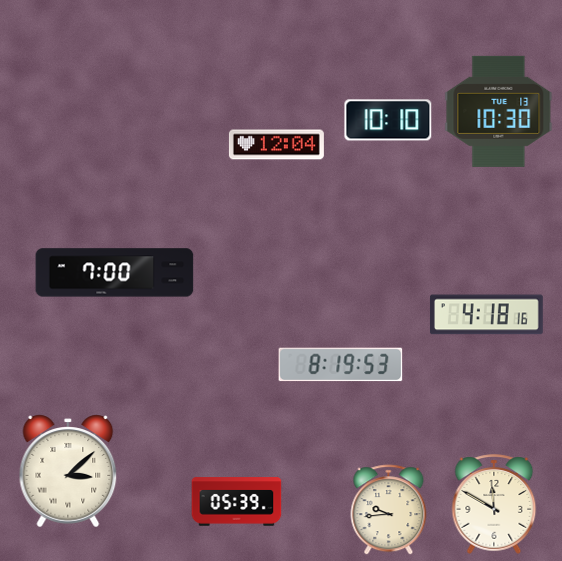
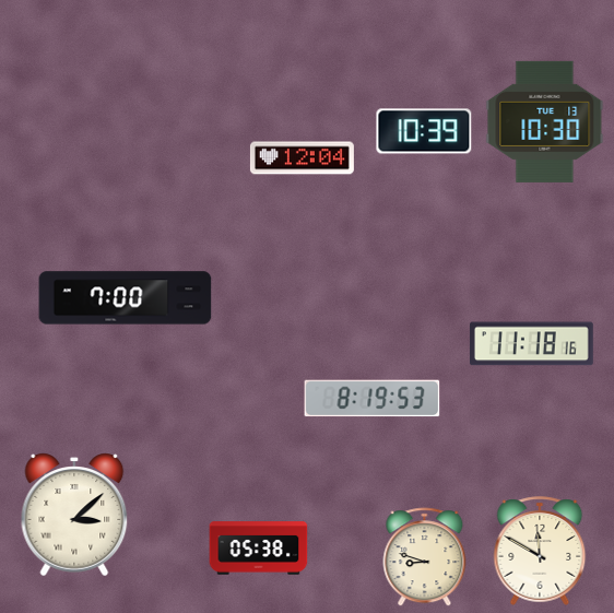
clock at (388, 120): 10:10 -> 10:39
clock at (486, 315): 4:18 -> 11:18
clock at (237, 502): 05:39 -> 05:38
clock at (389, 510): 9:44 -> 8:48
